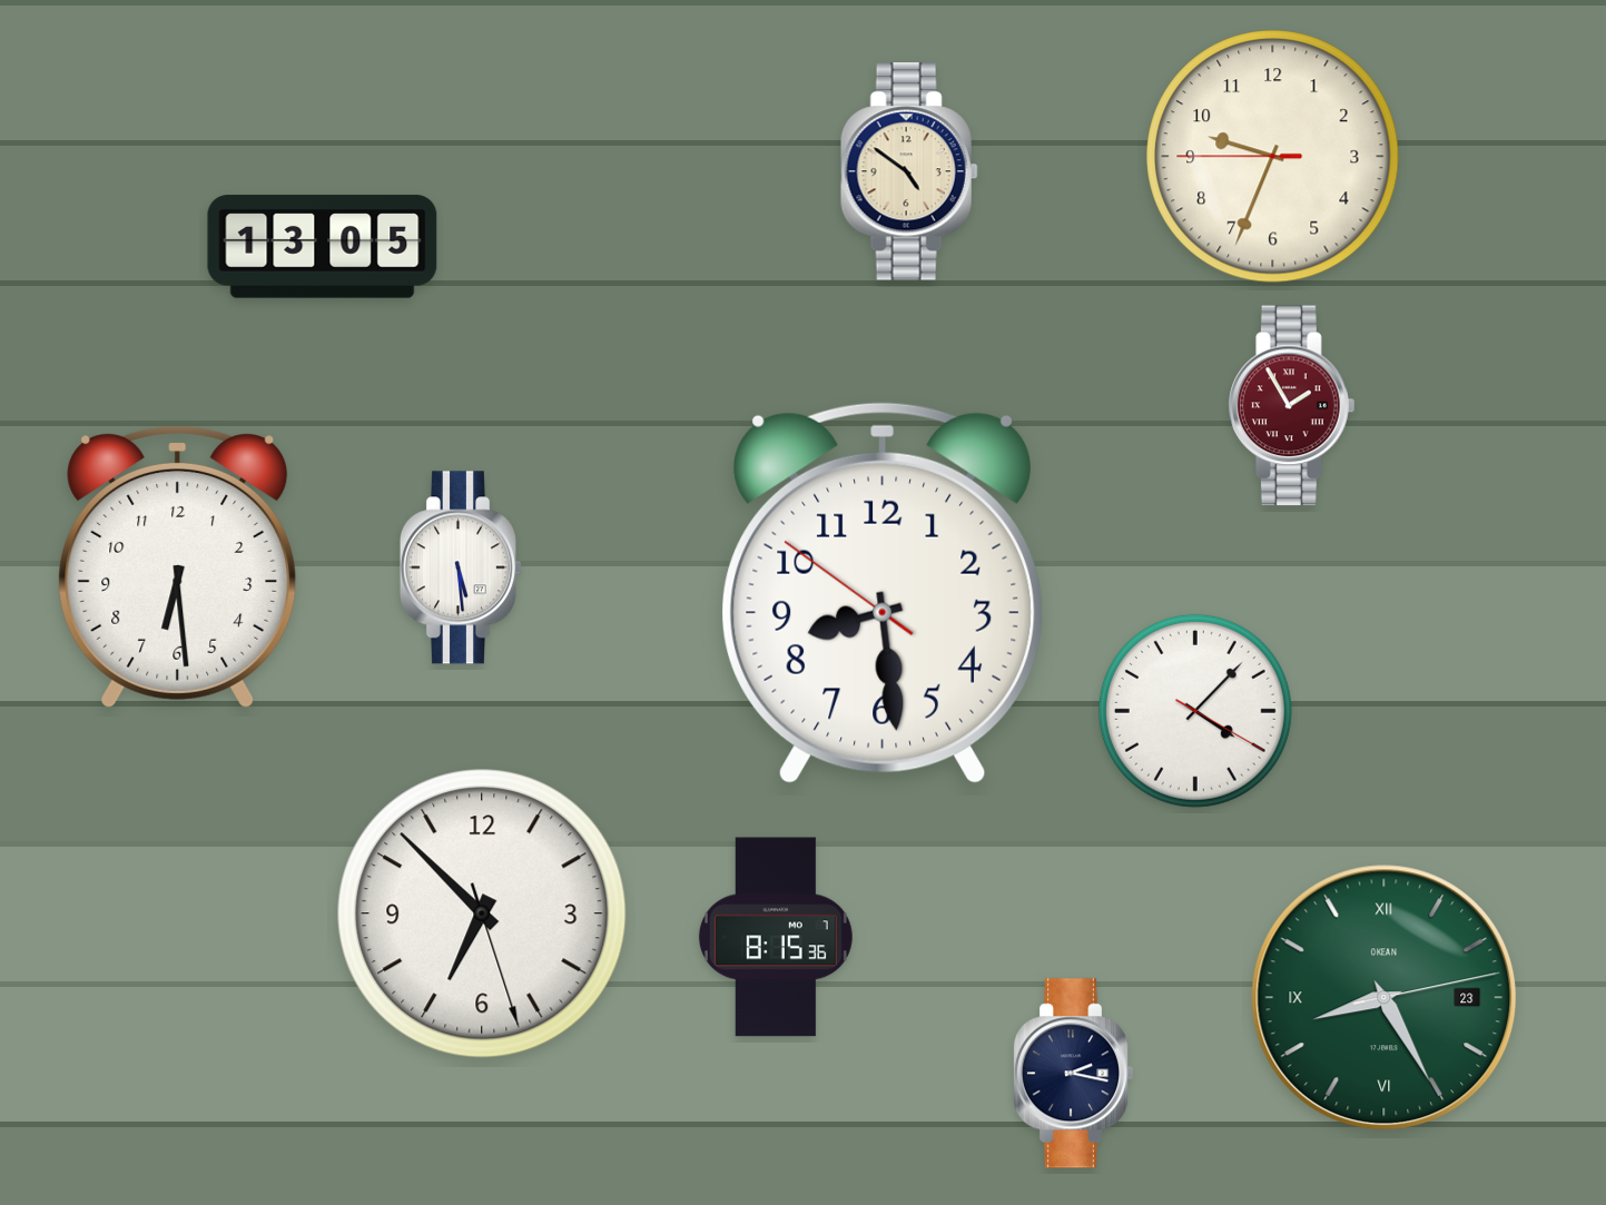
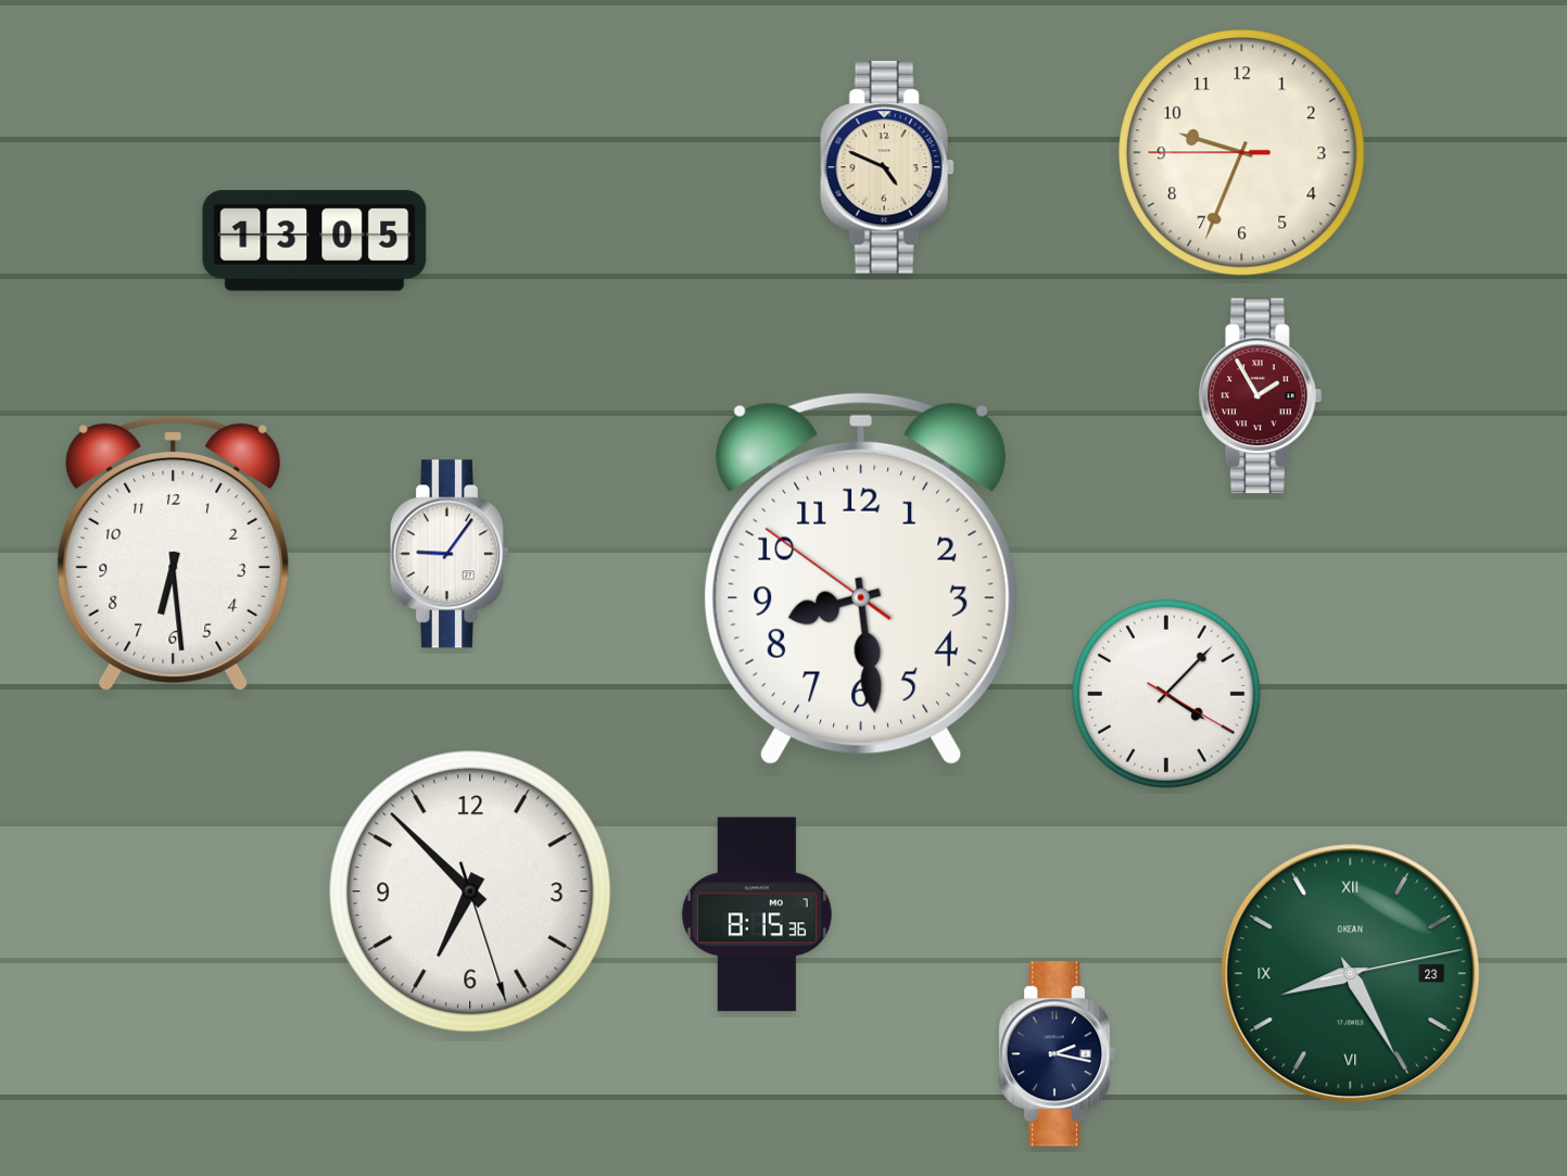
clock at (909, 171): 4:51 -> 4:49
clock at (461, 567): 5:29 -> 9:06
clock at (1073, 1074) position: (1073, 1074) -> (1057, 1054)
